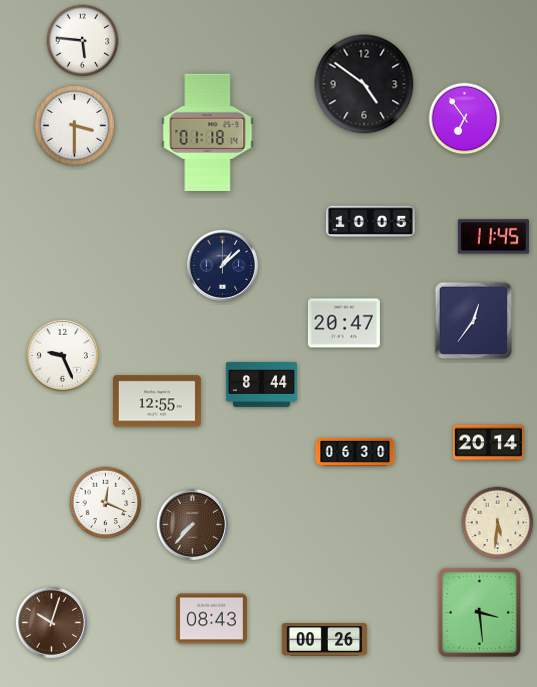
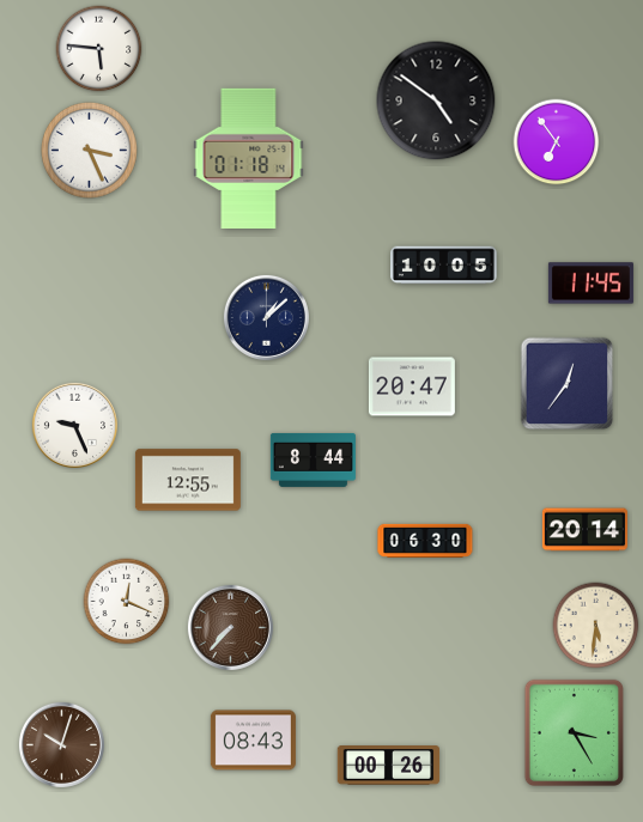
clock at (74, 125): 3:30 -> 3:26
clock at (479, 612): 3:29 -> 3:25
